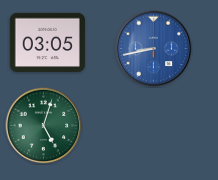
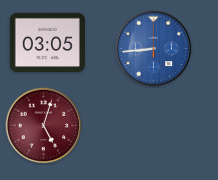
clock at (154, 49): 8:43 -> 8:44
clock at (44, 126) dial: green -> burgundy
